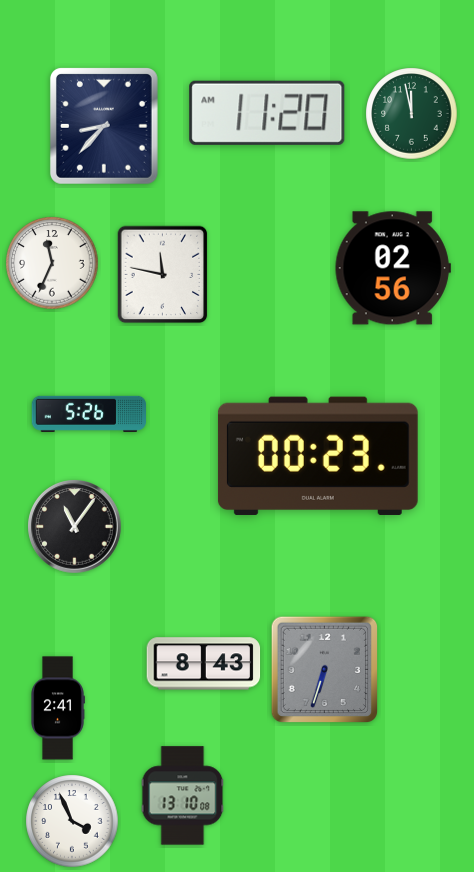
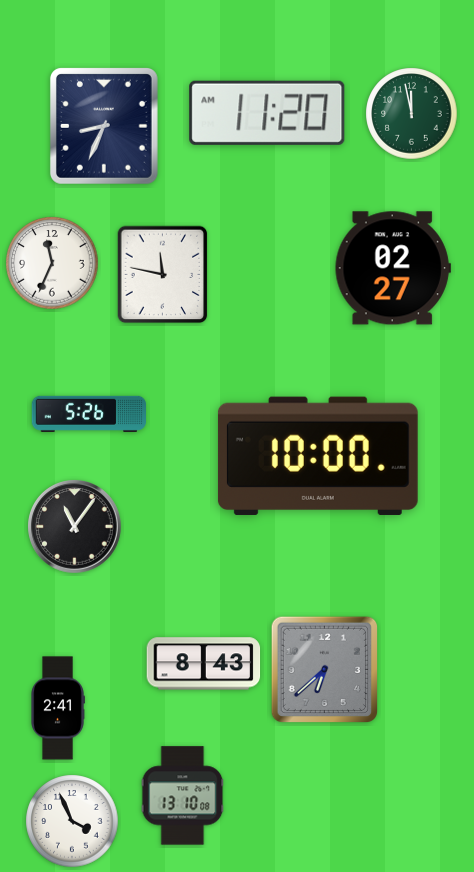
clock at (104, 126): 8:37 -> 8:34
clock at (393, 268): 02:56 -> 02:27
clock at (318, 456): 00:23 -> 10:00
clock at (325, 670): 6:33 -> 6:38
